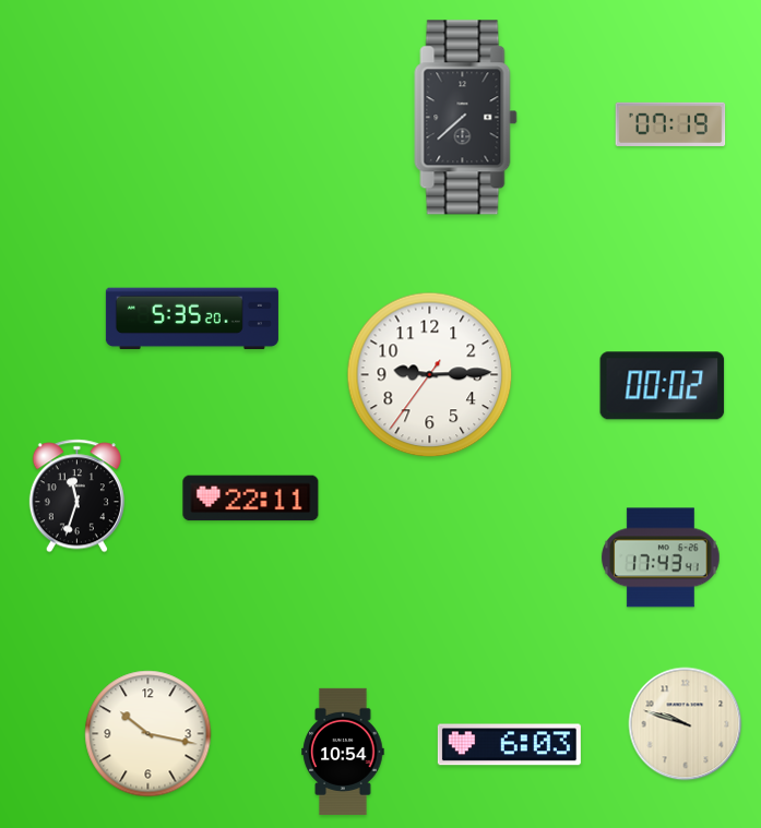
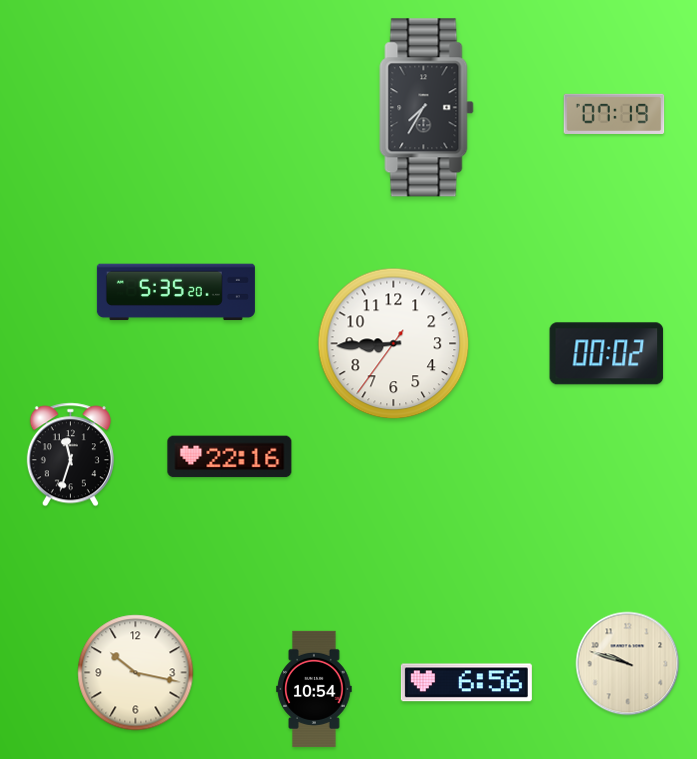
clock at (466, 118): 7:38 -> 7:35
clock at (430, 375): 9:14 -> 8:44
clock at (251, 499): 22:11 -> 22:16
clock at (661, 557): 17:43 -> none
clock at (509, 745): 6:03 -> 6:56
